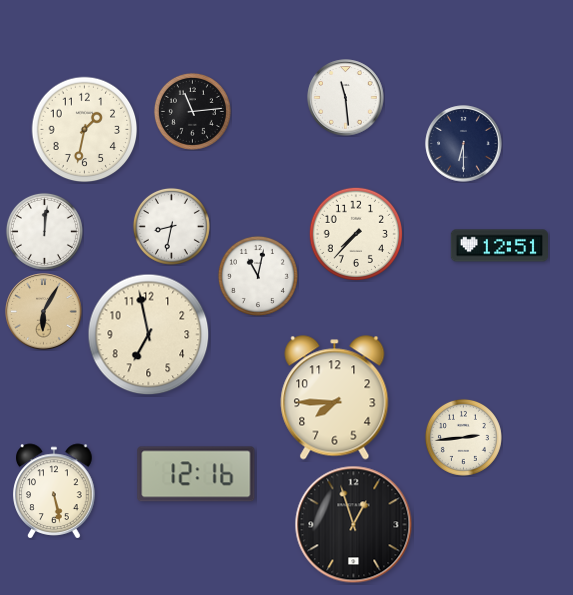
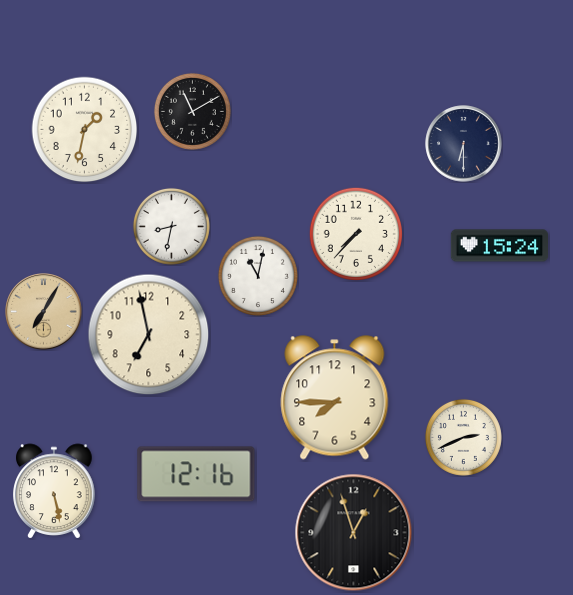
clock at (346, 98): 11:29 -> none
clock at (192, 111): 11:14 -> 11:10
clock at (44, 231): 12:01 -> none
clock at (500, 246): 12:51 -> 15:24
clock at (44, 312): 6:05 -> 7:05
clock at (463, 437): 2:44 -> 2:41
clock at (354, 525) position: (354, 525) -> (354, 533)
